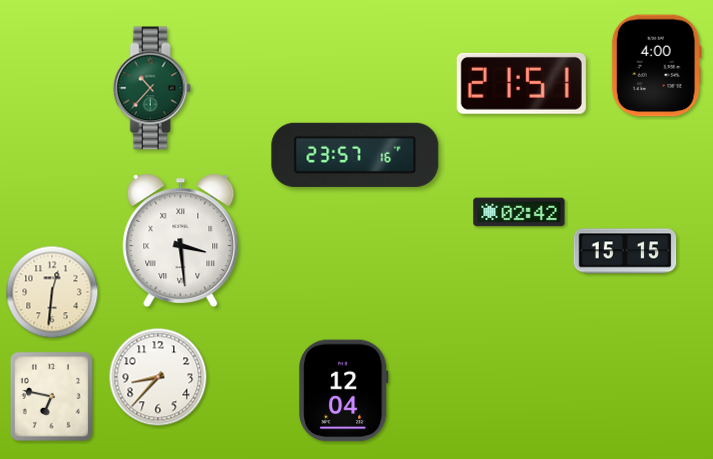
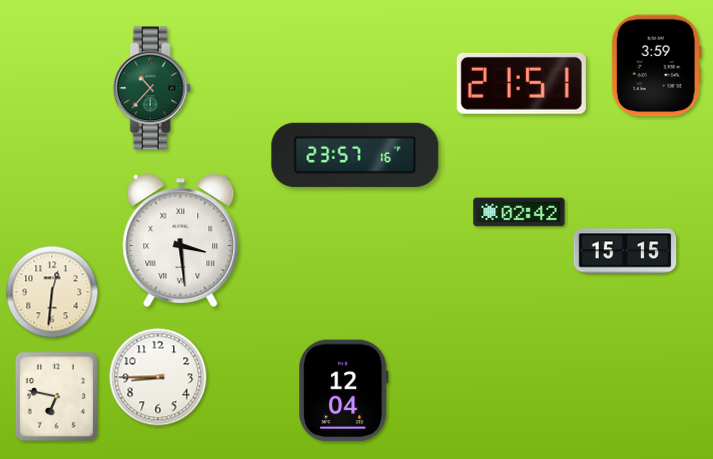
clock at (656, 66): 4:00 -> 3:59
clock at (158, 377): 8:37 -> 8:45
clock at (51, 396) position: (51, 396) -> (56, 396)
